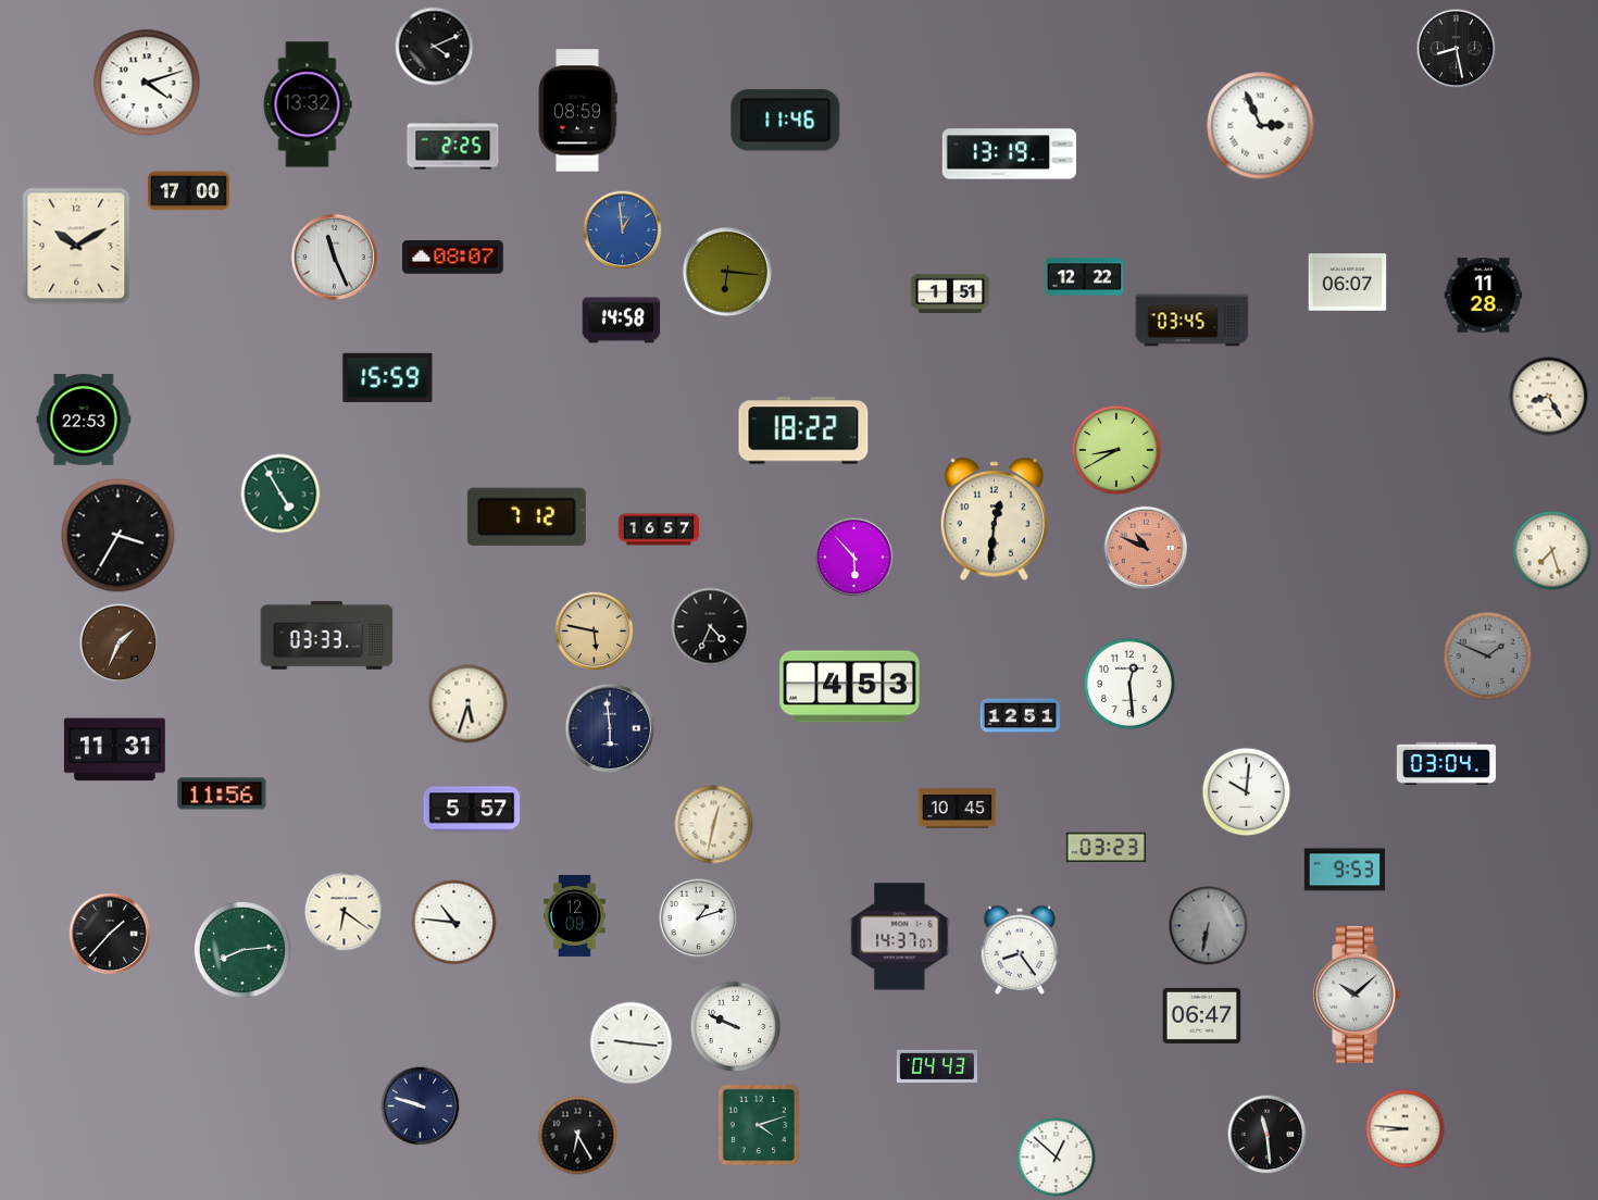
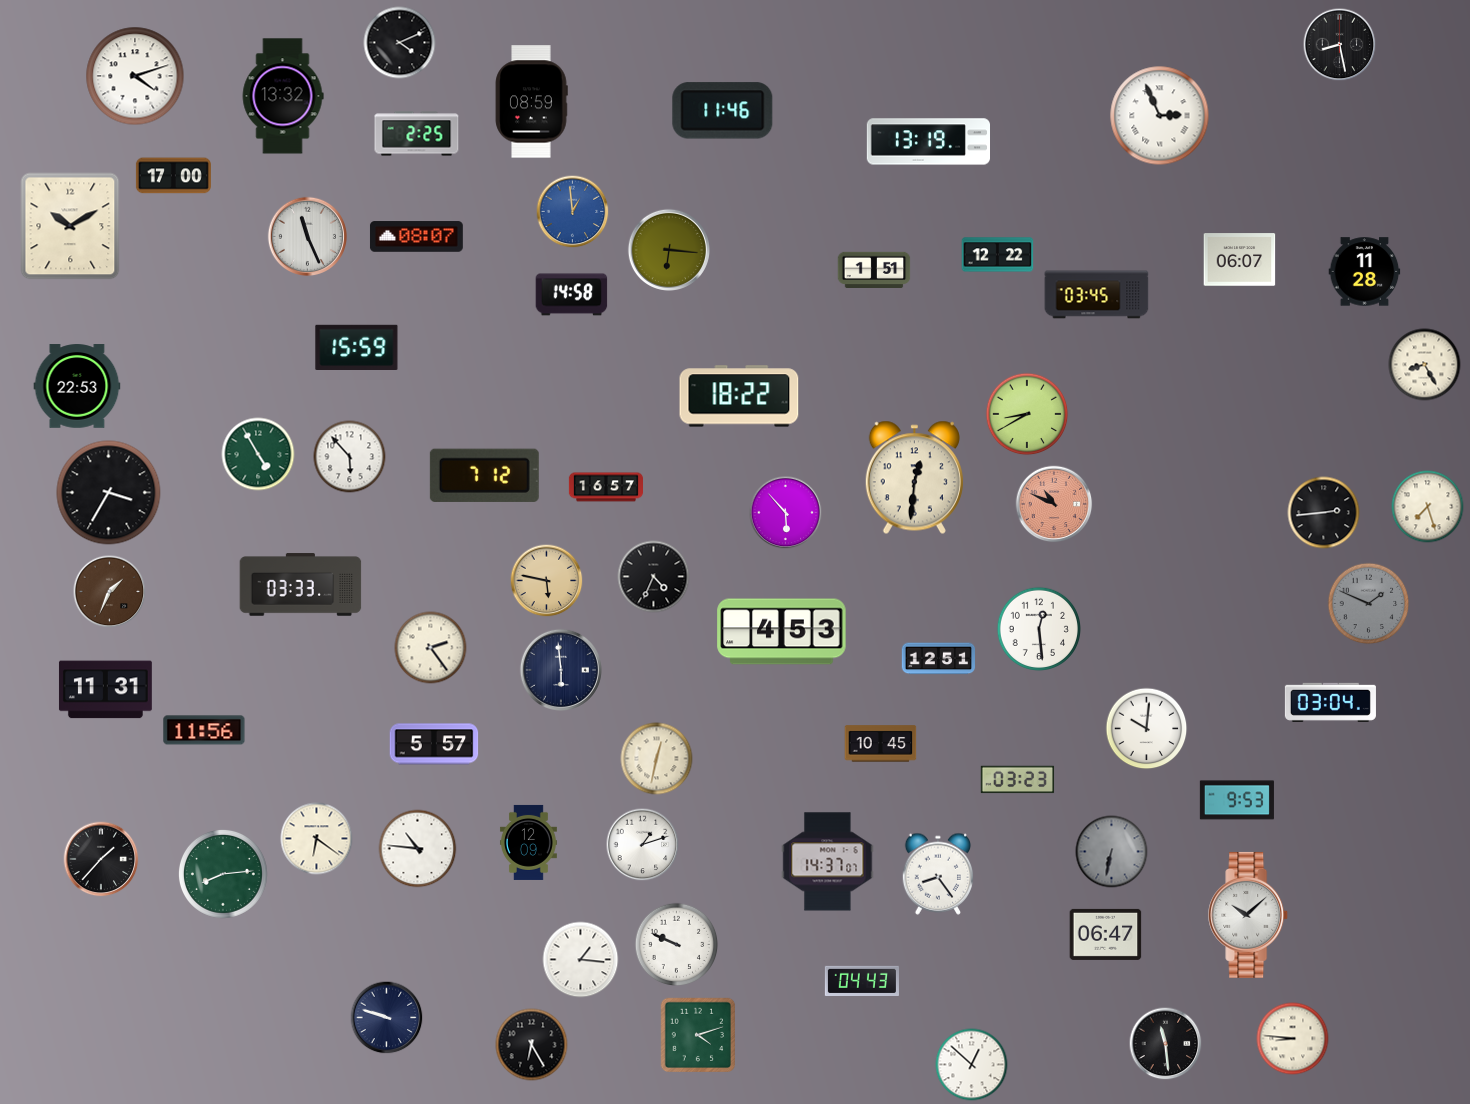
clock at (350, 457): none -> 5:53
clock at (1324, 513): none -> 2:44
clock at (469, 704): 5:33 -> 2:24
clock at (632, 1043): 9:16 -> 1:16
